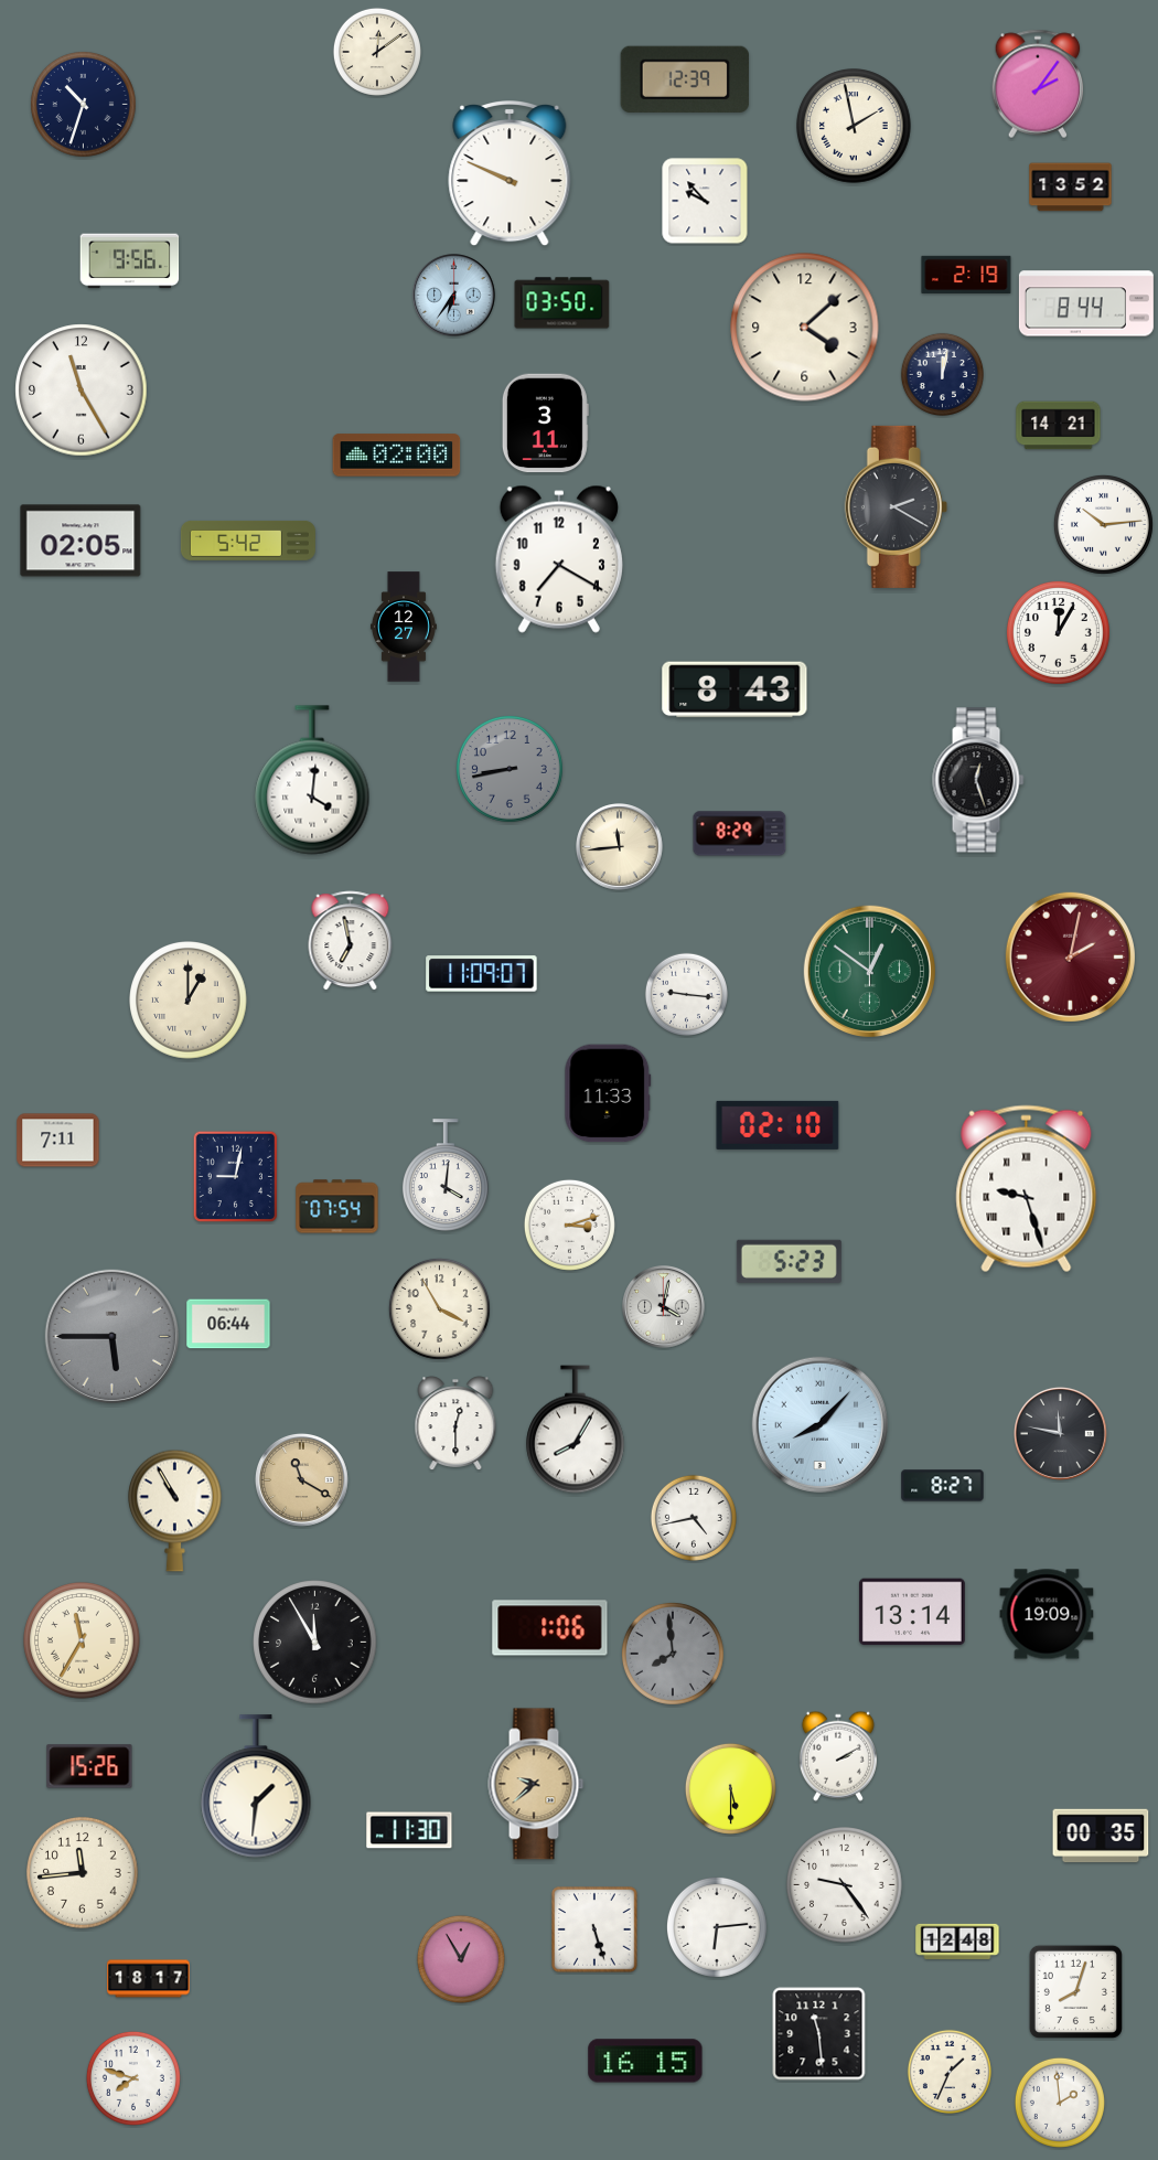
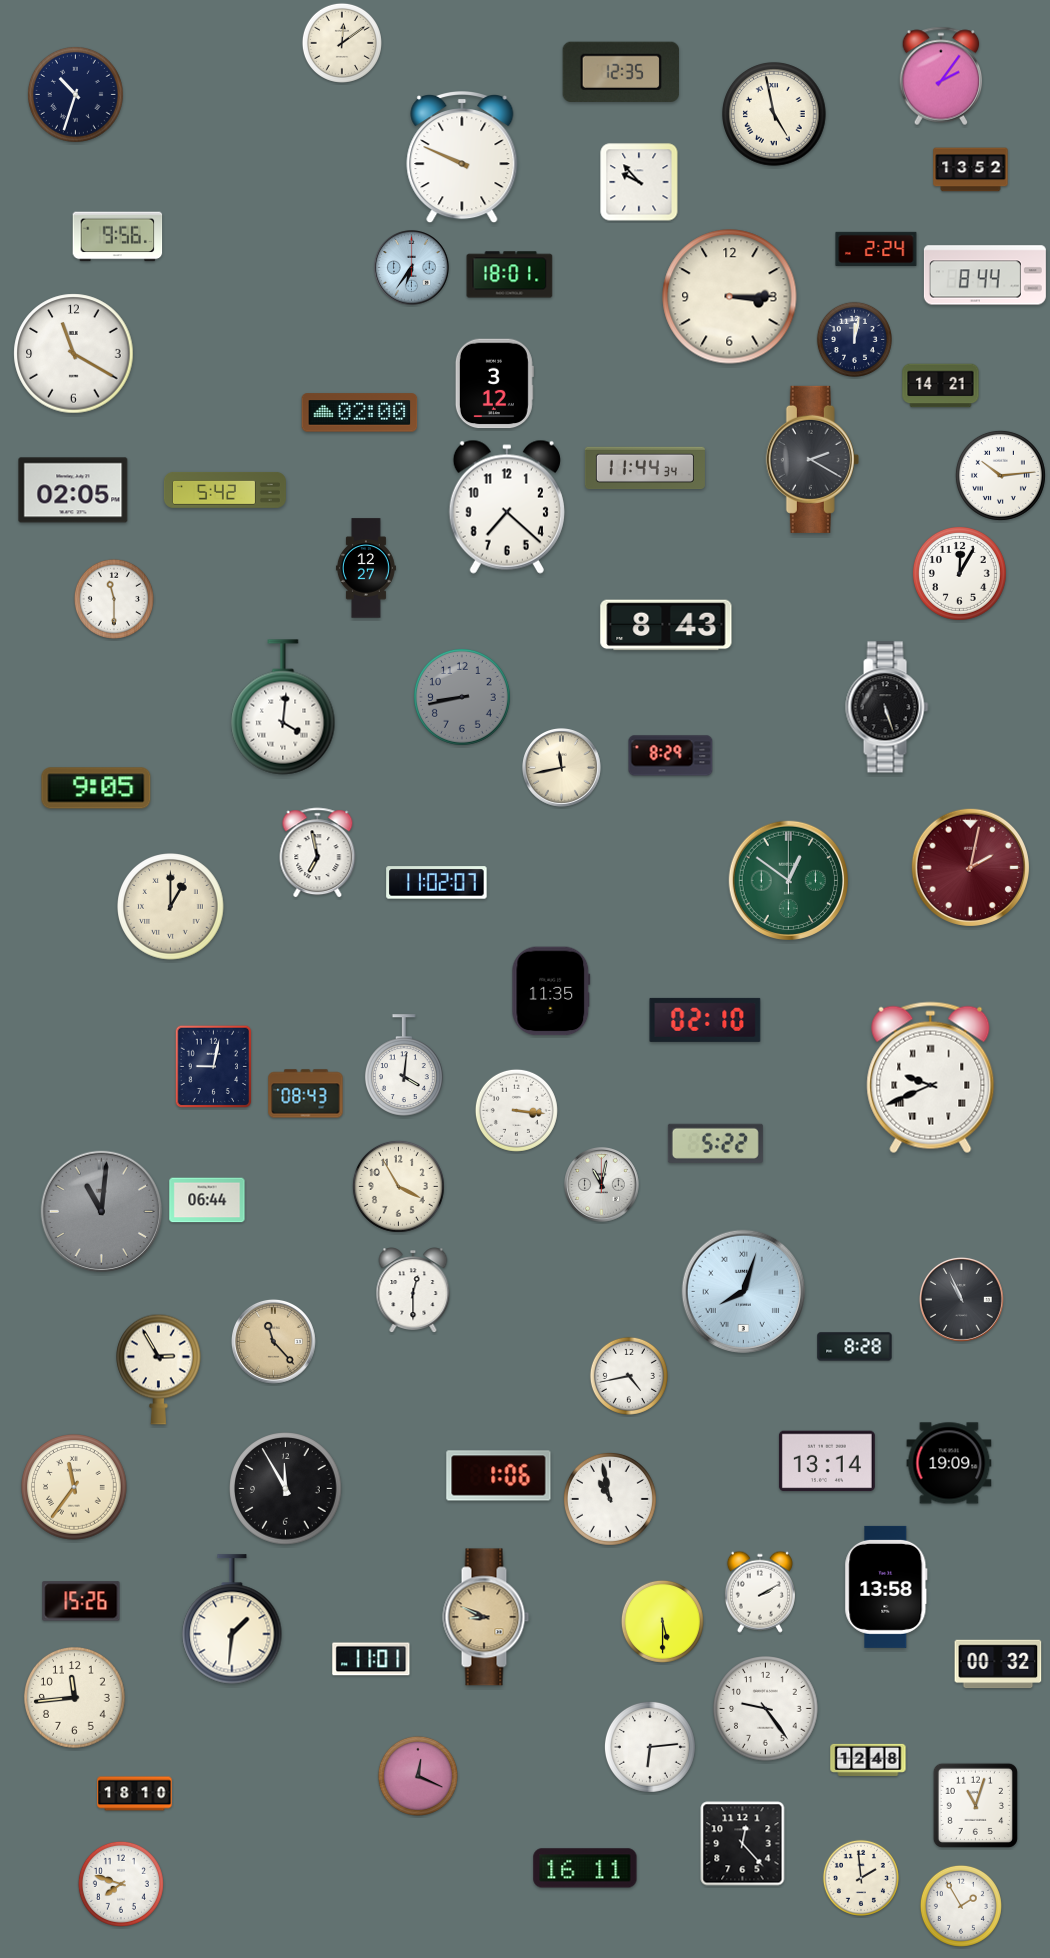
clock at (377, 52) position: (377, 52) -> (342, 43)
clock at (684, 79): 12:39 -> 12:35
clock at (855, 127): 1:58 -> 4:58
clock at (966, 274): 2:19 -> 2:24
clock at (562, 303): 03:50 -> 18:01
clock at (805, 328): 4:08 -> 3:15
clock at (82, 391): 11:25 -> 11:20
clock at (545, 424): 3:11 -> 3:12
clock at (1059, 426) position: (1059, 426) -> (941, 386)
clock at (645, 468): none -> 11:44
clock at (559, 559): 7:20 -> 7:22
clock at (114, 599): none -> 11:30
clock at (978, 780): 12:27 -> 5:27
clock at (620, 847): 11:44 -> 11:43
clock at (96, 788): none -> 9:05
clock at (482, 974): 11:09 -> 11:02
clock at (686, 994): 9:16 -> none
clock at (608, 1093): 11:33 -> 11:35
clock at (58, 1141): 7:11 -> none
clock at (1027, 1189): 9:27 -> 9:41
clock at (337, 1207): 07:54 -> 08:43
clock at (569, 1225): 3:12 -> 3:16
clock at (789, 1261): 5:23 -> 5:22
clock at (664, 1307): 4:02 -> 11:02
clock at (111, 1336): 5:45 -> 11:01
clock at (819, 1424): 8:07 -> 8:03
clock at (576, 1430): 8:05 -> none
clock at (1060, 1433): 11:47 -> 10:56
clock at (301, 1479): 11:20 -> 11:23
clock at (943, 1486): 8:27 -> 8:28
clock at (175, 1510): 10:55 -> 2:55
clock at (82, 1640): 11:35 -> 11:36
clock at (673, 1654): 7:59 -> 10:58
clock at (673, 1654) dial: grey -> white
clock at (886, 1587): none -> 13:58
clock at (536, 1784): 9:38 -> 8:49
clock at (409, 1830): 11:30 -> 11:01
clock at (1101, 1836): 00:35 -> 00:32
clock at (594, 1929): 5:27 -> none
clock at (461, 1959): 12:55 -> 12:19
clock at (149, 1979): 18:17 -> 18:10
clock at (1075, 1991): 8:03 -> 11:03
clock at (819, 2034): 11:29 -> 12:23
clock at (645, 2061): 16:15 -> 16:11
clock at (950, 2072): 1:34 -> 1:59
clock at (1060, 2103): 1:59 -> 1:55
